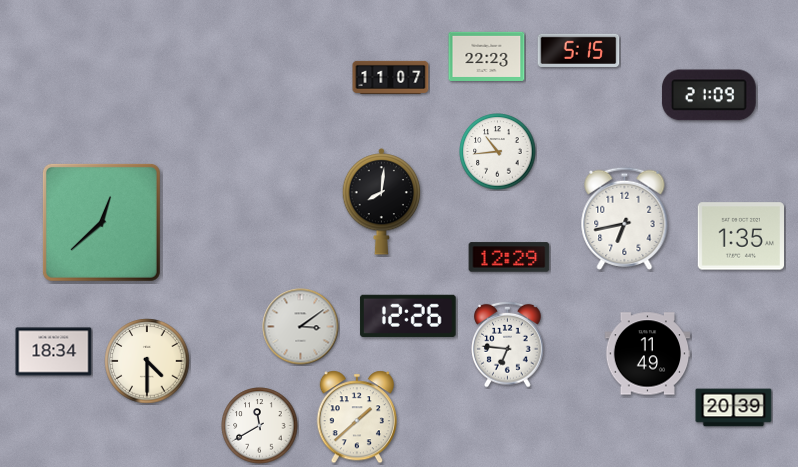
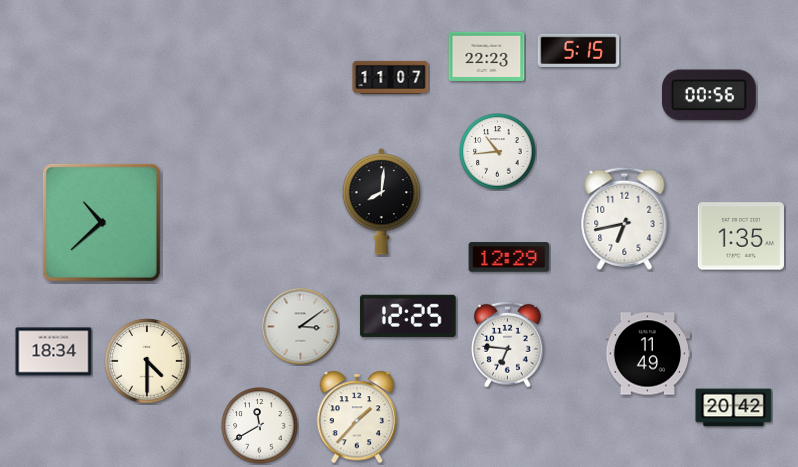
clock at (709, 95): 21:09 -> 00:56
clock at (101, 222): 12:38 -> 10:38
clock at (408, 316): 12:26 -> 12:25
clock at (734, 408): 20:39 -> 20:42
clock at (356, 417): 1:38 -> 1:37
